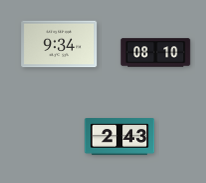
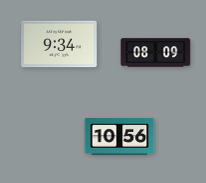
clock at (156, 53): 08:10 -> 08:09
clock at (120, 137): 2:43 -> 10:56
